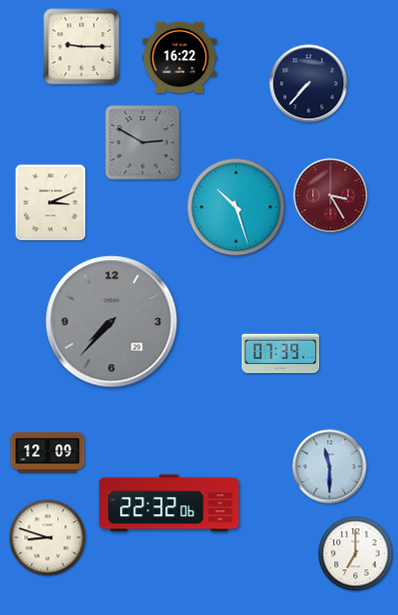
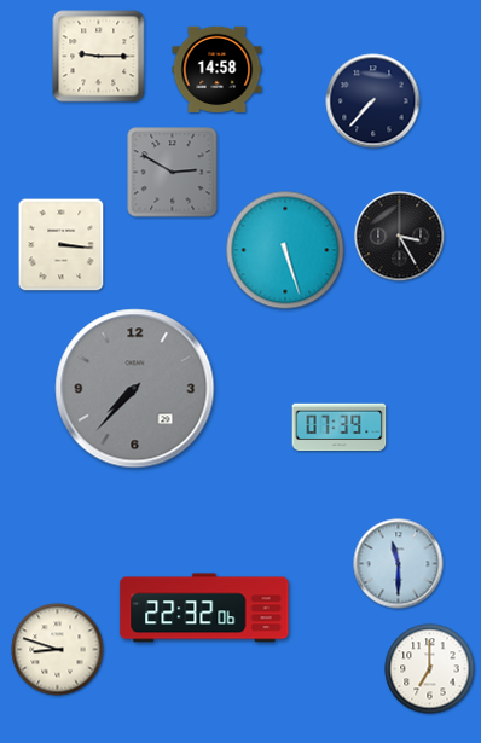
clock at (180, 57): 16:22 -> 14:58
clock at (331, 196) dial: burgundy -> black
clock at (51, 203): 3:11 -> 3:16
clock at (236, 207): 10:27 -> 5:27
clock at (48, 453): 12:09 -> none
